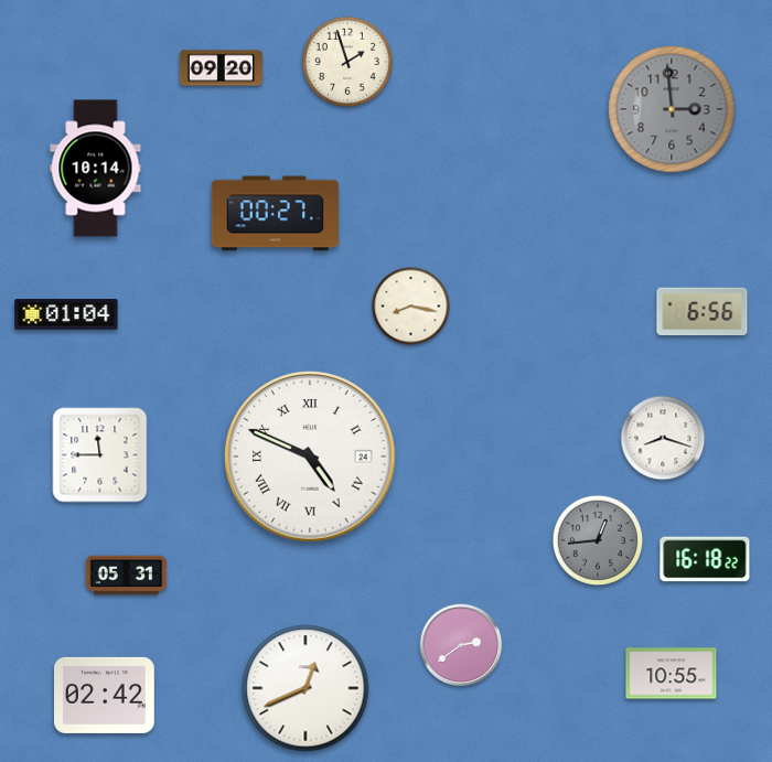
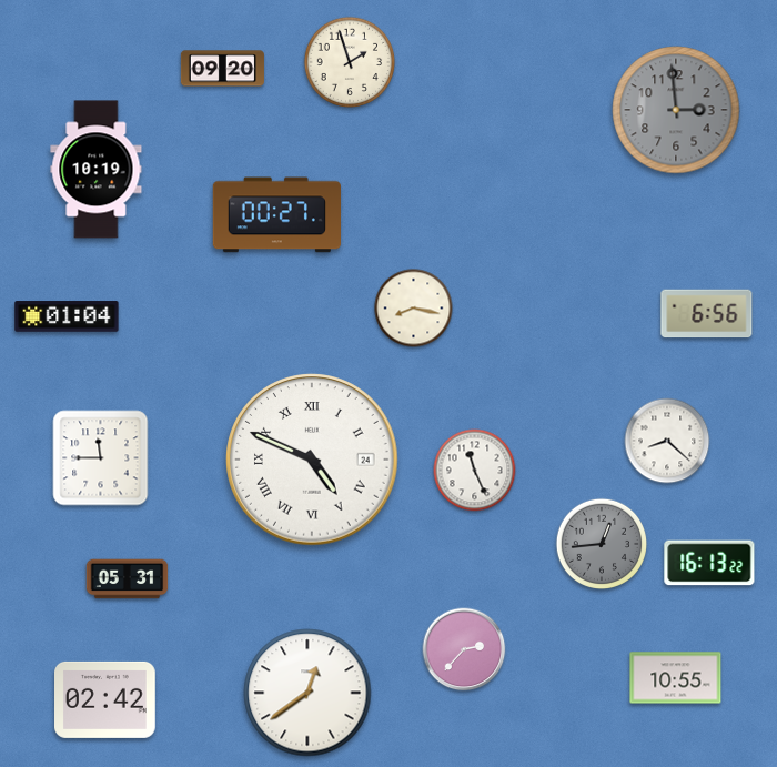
clock at (96, 169): 10:14 -> 10:19
clock at (663, 438): 8:18 -> 8:22
clock at (475, 471): none -> 11:26
clock at (705, 559): 16:18 -> 16:13
clock at (461, 645): 2:39 -> 2:37
clock at (305, 688): 12:41 -> 12:39
